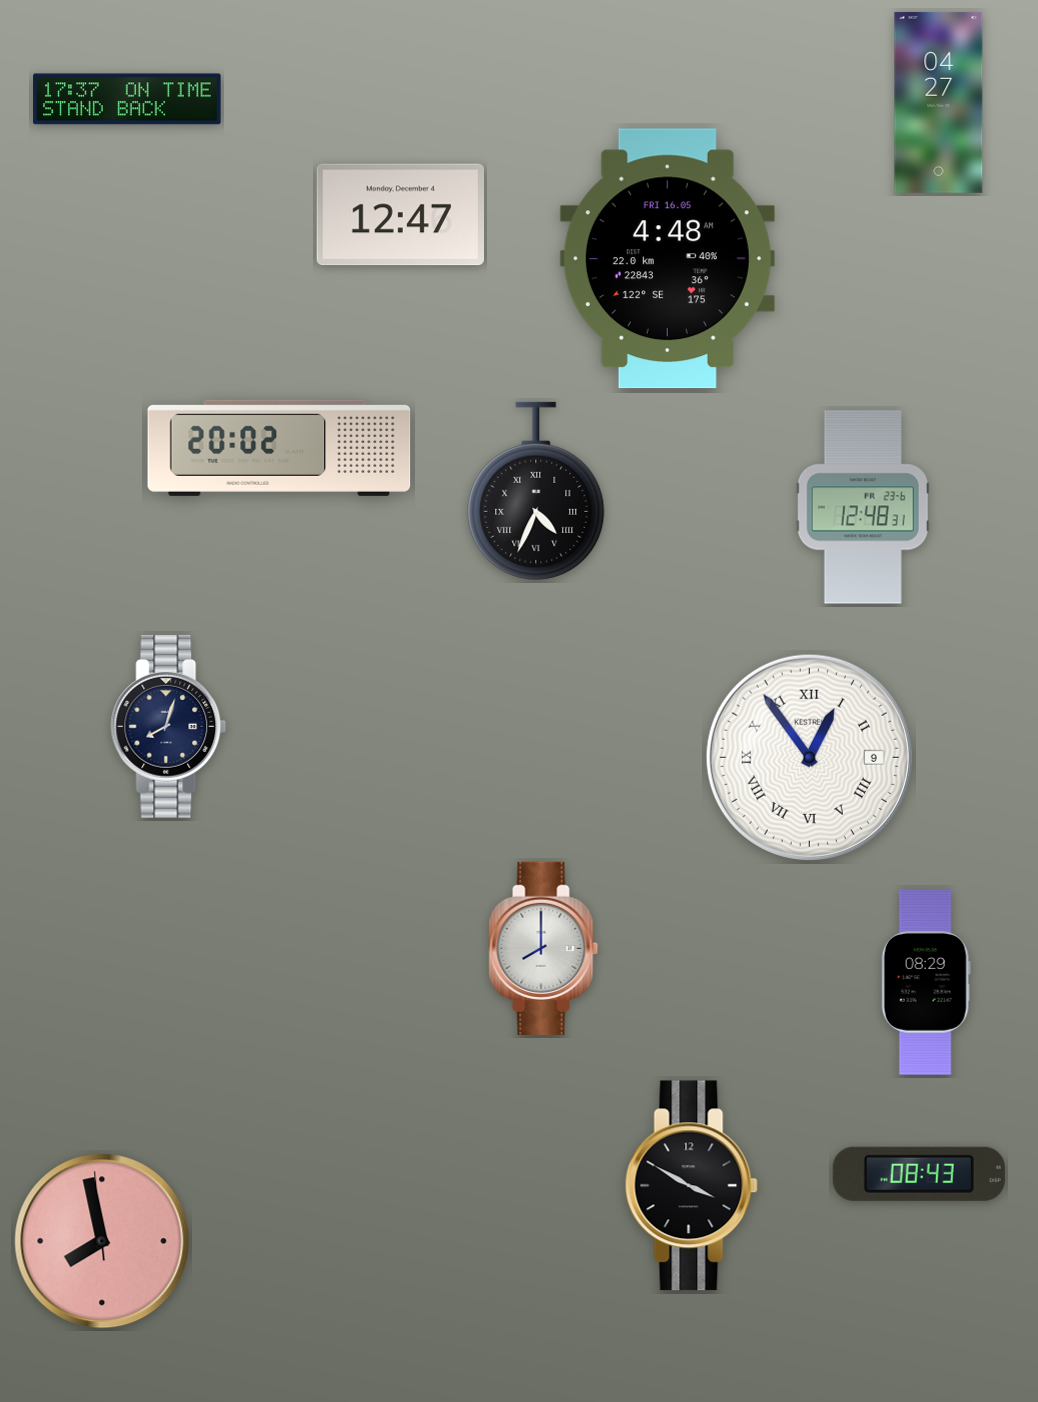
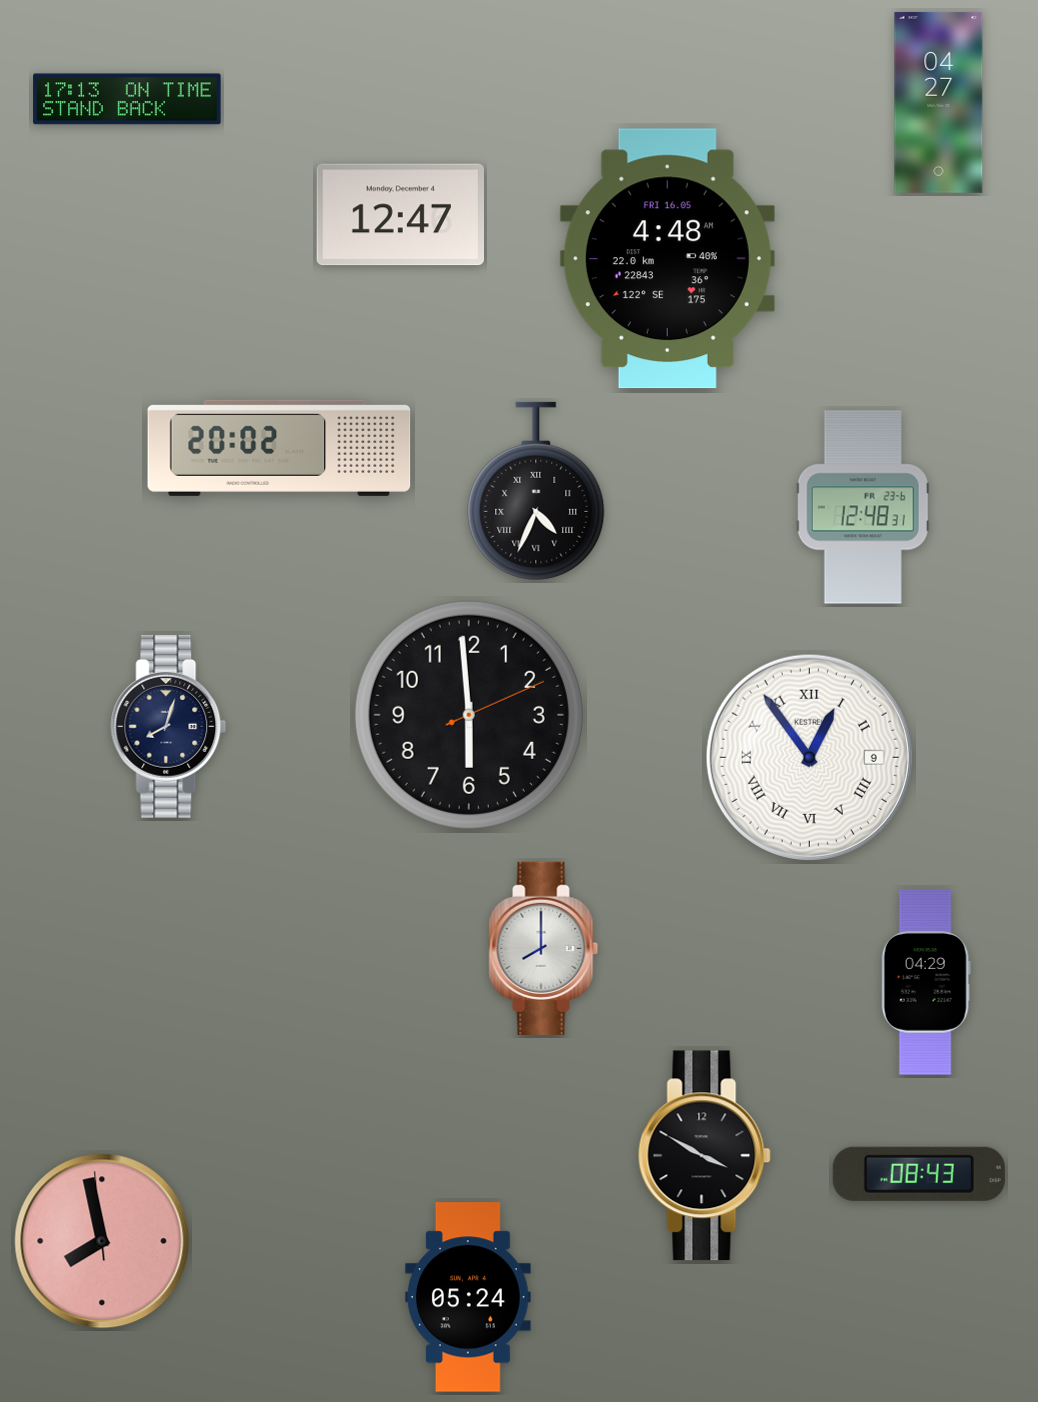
clock at (127, 99): 17:37 -> 17:13
clock at (469, 715): none -> 5:59
clock at (926, 982): 08:29 -> 04:29
clock at (691, 1186) position: (691, 1186) -> (704, 1156)
clock at (469, 1297): none -> 05:24
